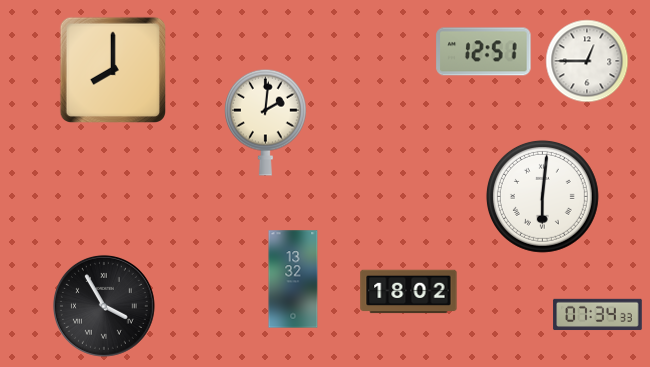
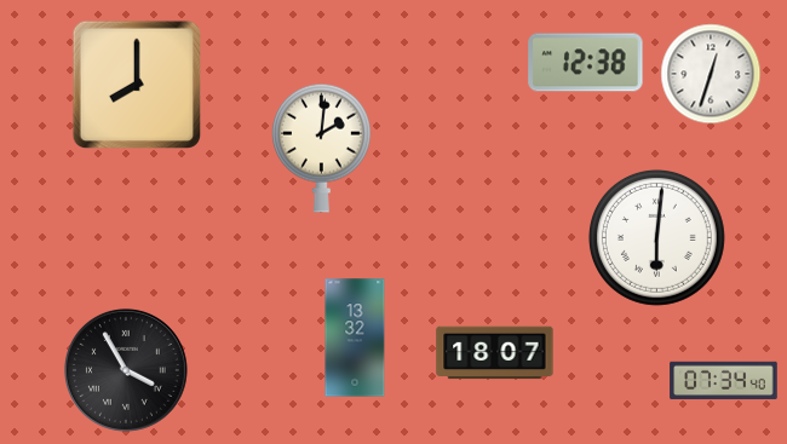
clock at (484, 52): 12:51 -> 12:38
clock at (587, 61): 12:45 -> 12:33
clock at (409, 292): 18:02 -> 18:07
clock at (598, 315): 07:34:33 -> 07:34:40
